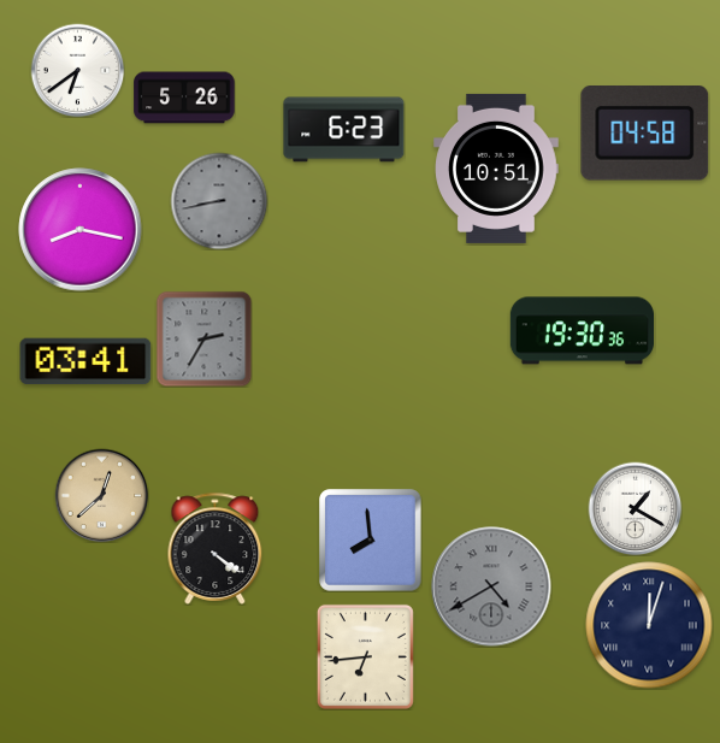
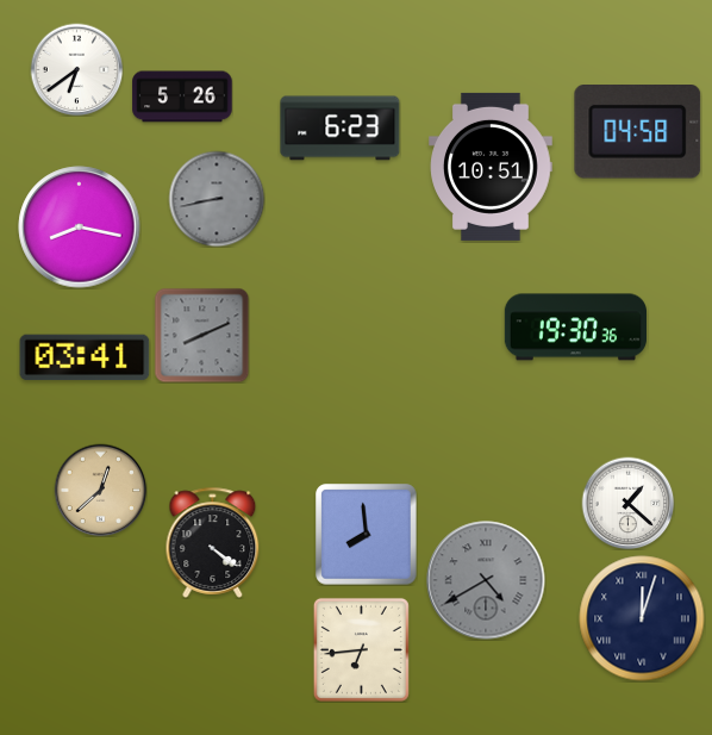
clock at (203, 338): 2:35 -> 8:11
clock at (635, 508): 1:20 -> 1:22
